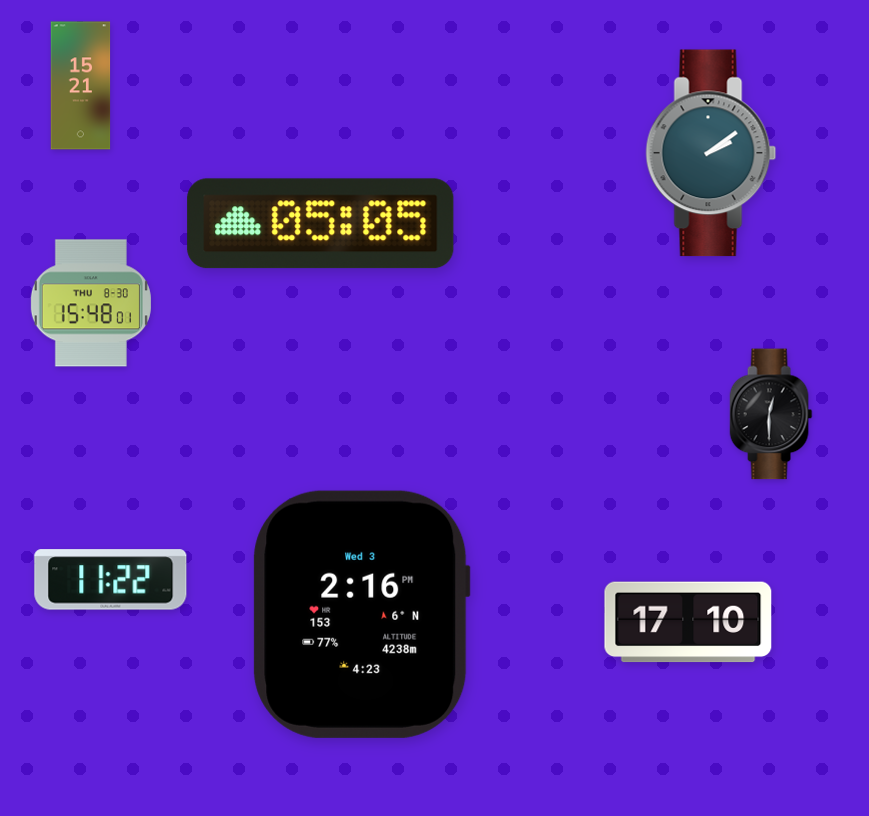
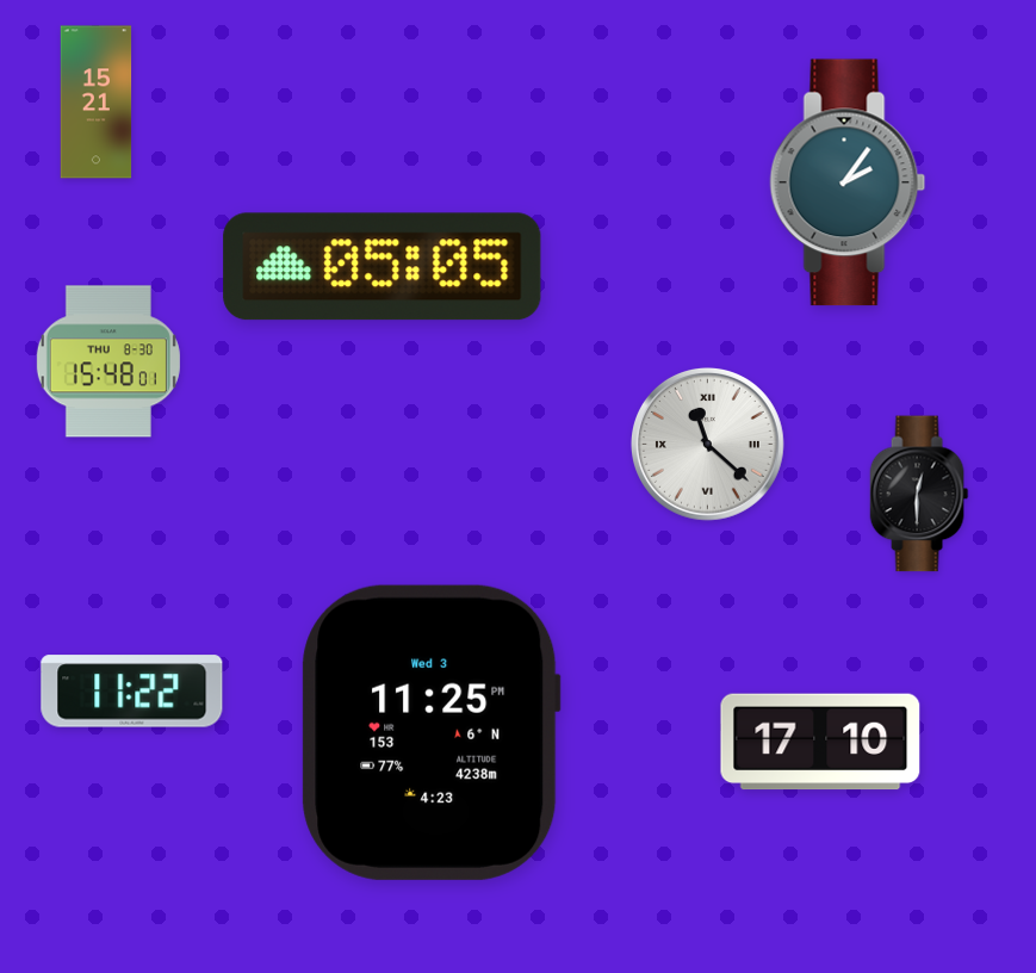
clock at (711, 153): 2:09 -> 2:06
clock at (707, 444): none -> 11:22
clock at (362, 614): 2:16 -> 11:25
